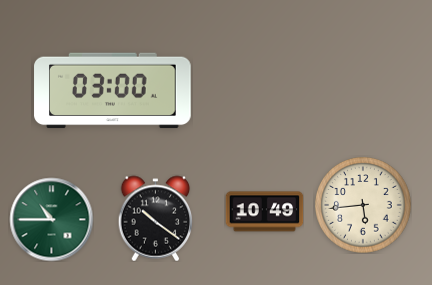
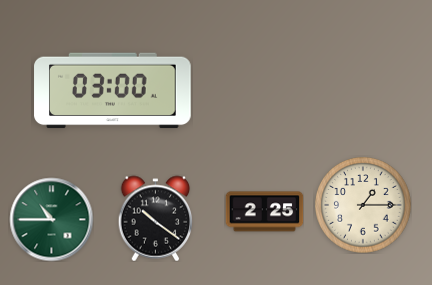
clock at (363, 205): 5:44 -> 1:15
clock at (264, 212): 10:49 -> 2:25
